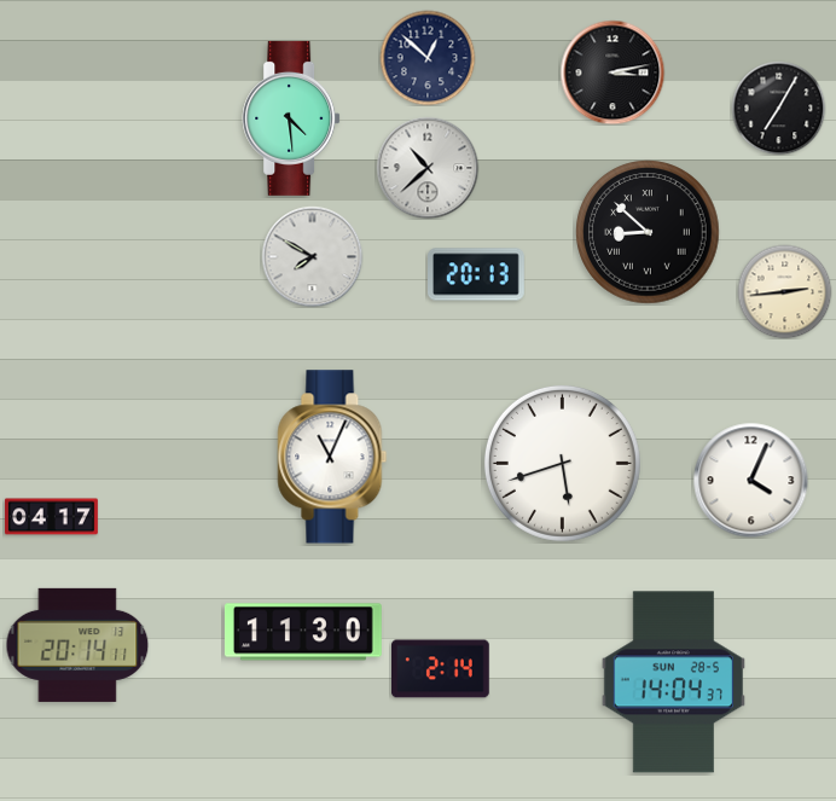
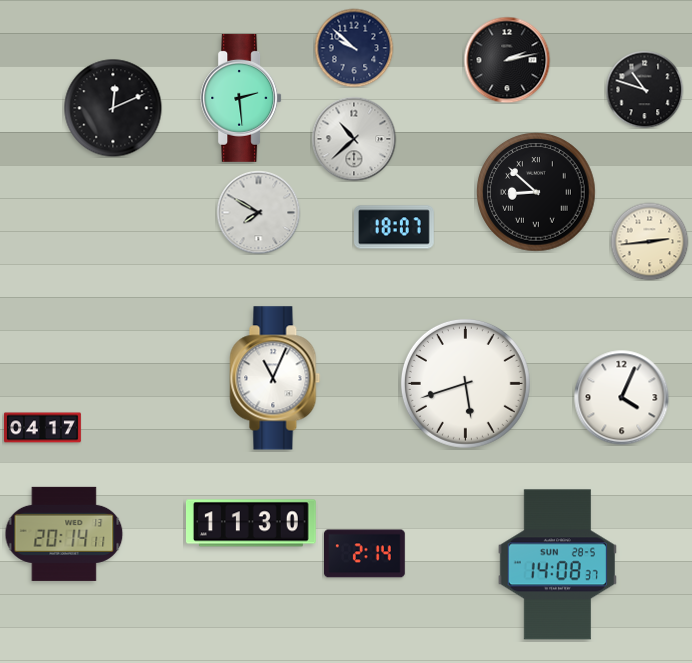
clock at (428, 58): 12:52 -> 9:52
clock at (613, 72): 3:13 -> 2:13
clock at (778, 108): 7:05 -> 10:48
clock at (291, 118): 4:29 -> 2:29
clock at (113, 108): none -> 12:11
clock at (477, 274): 20:13 -> 18:07
clock at (673, 683): 14:04 -> 14:08
